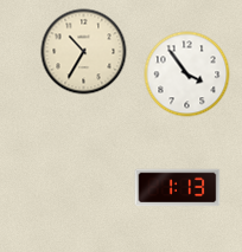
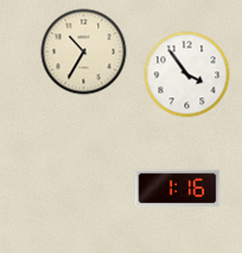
clock at (178, 188): 1:13 -> 1:16
